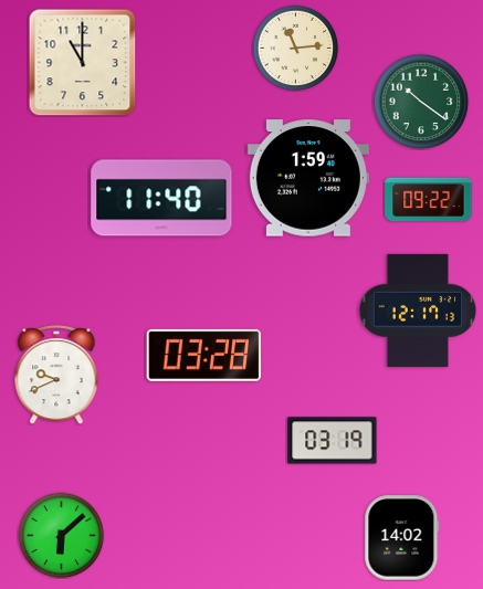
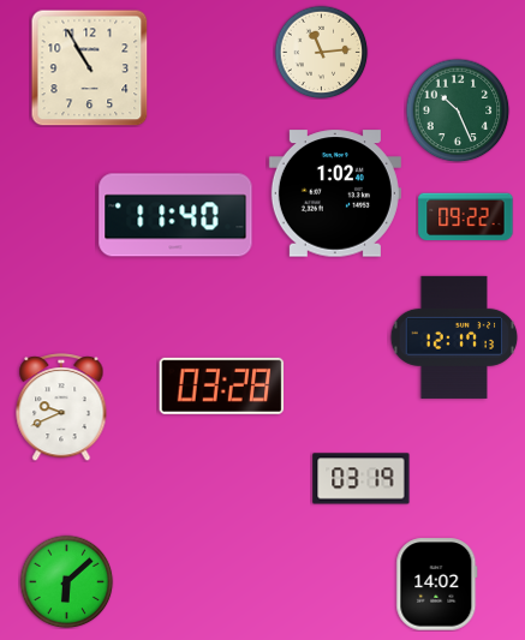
clock at (83, 63): 11:00 -> 10:55
clock at (421, 102): 10:21 -> 10:26
clock at (308, 178): 1:59 -> 1:02
